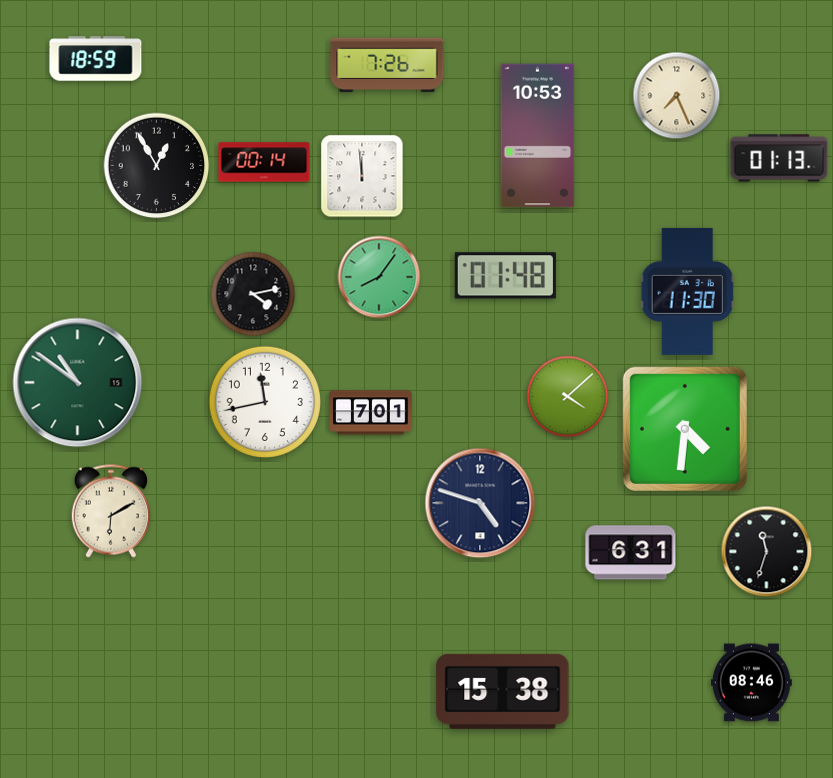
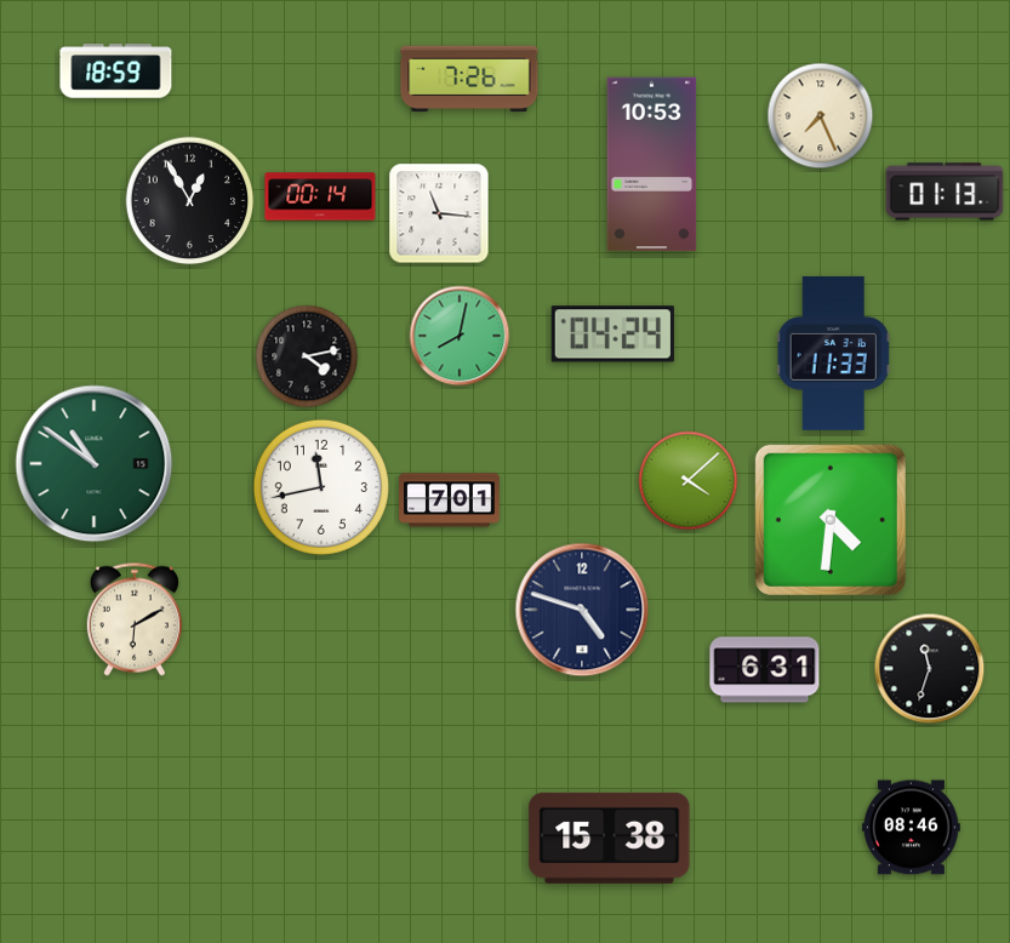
clock at (362, 176): 11:59 -> 11:16
clock at (505, 276): 01:48 -> 04:24
clock at (379, 277): 8:06 -> 8:02
clock at (687, 291): 11:30 -> 11:33
